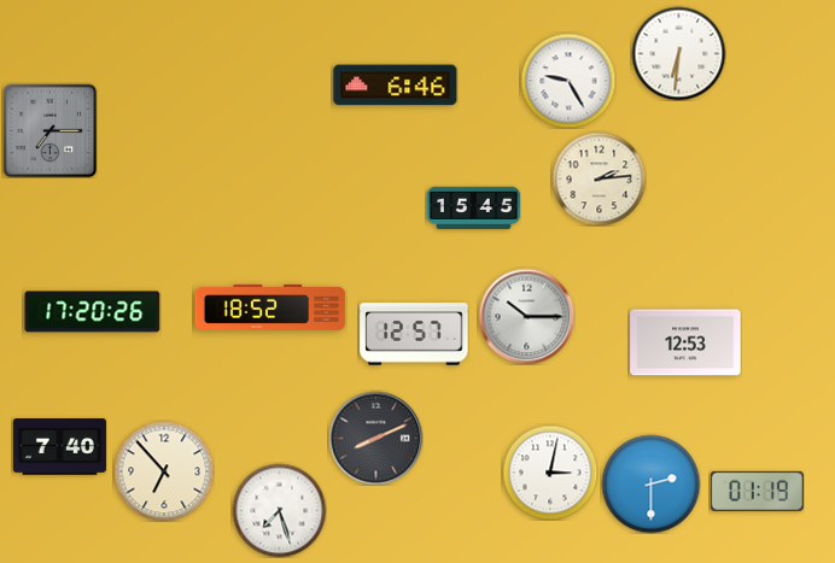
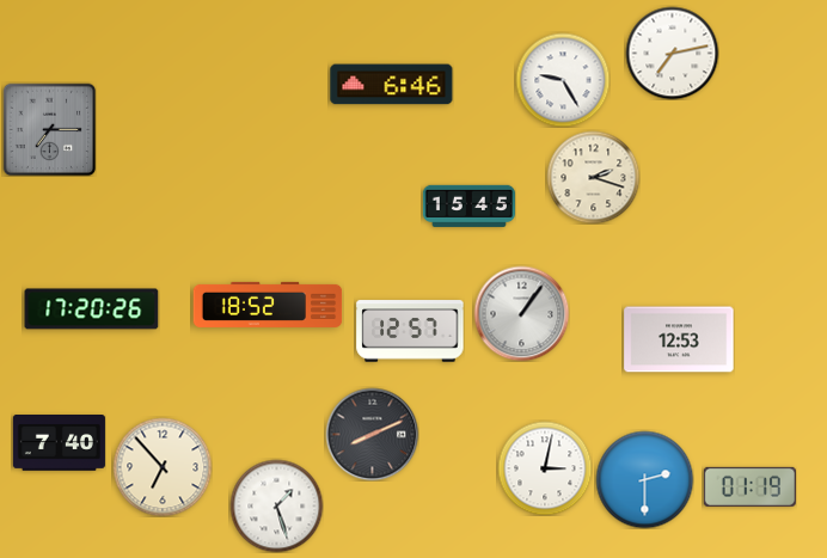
clock at (678, 53): 6:31 -> 7:13
clock at (598, 178): 2:14 -> 2:18
clock at (526, 316): 10:15 -> 1:06
clock at (279, 510): 7:27 -> 1:27
